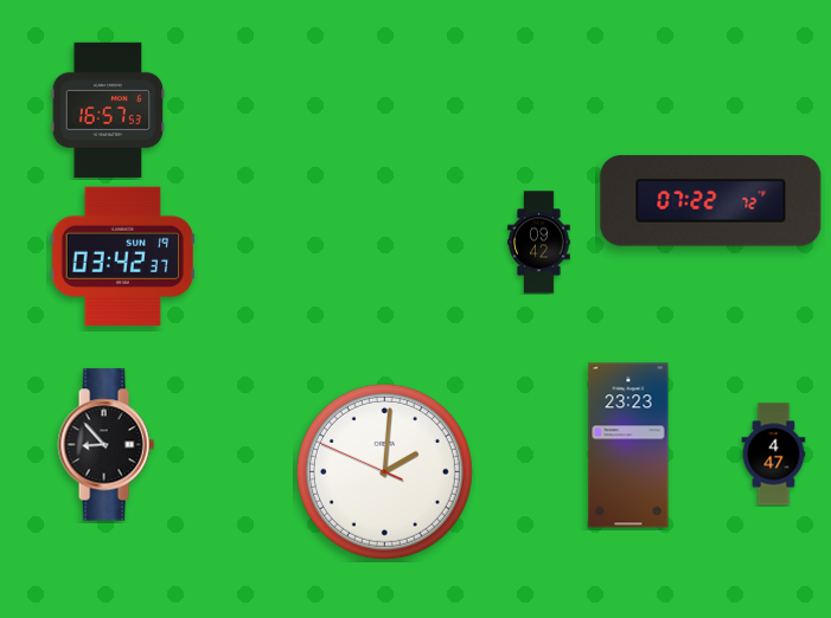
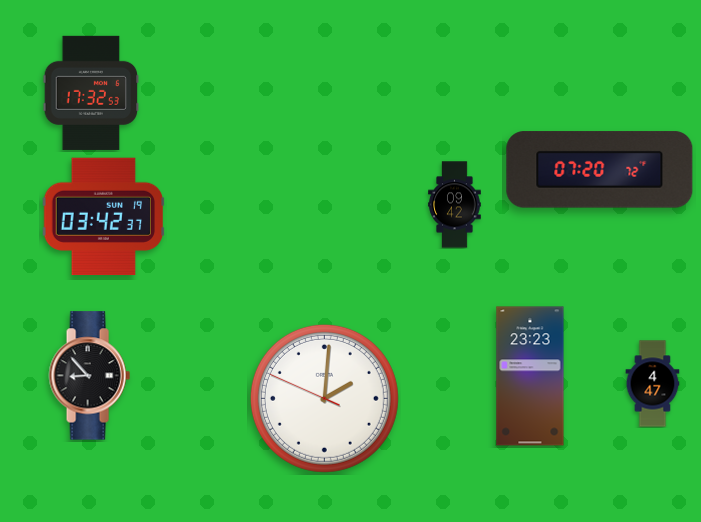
clock at (108, 110): 16:57 -> 17:32
clock at (711, 201): 07:22 -> 07:20
